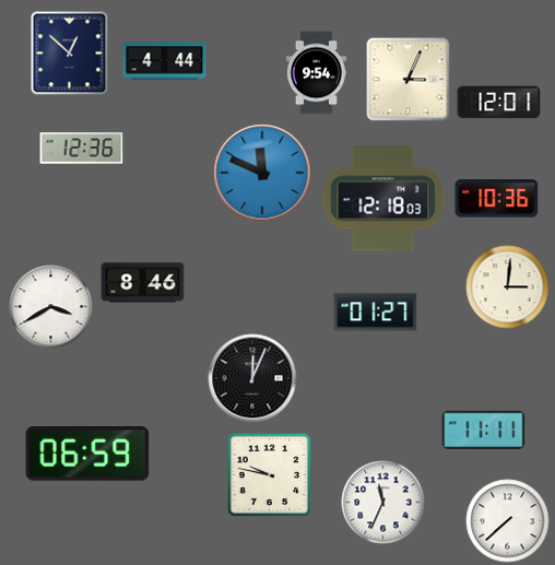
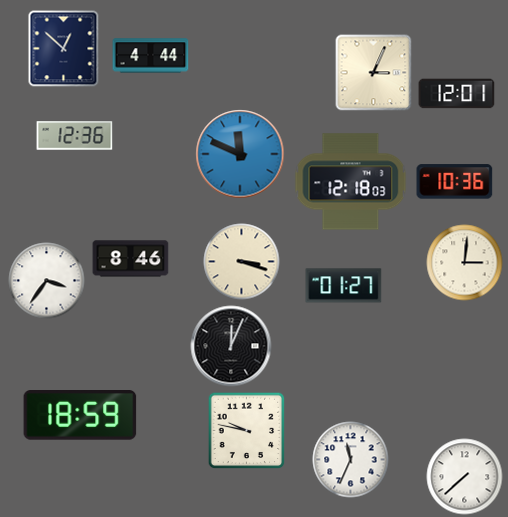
clock at (316, 73): 9:54 -> none
clock at (262, 173) position: (262, 173) -> (240, 154)
clock at (242, 262): none -> 3:18
clock at (51, 307): 3:40 -> 3:36
clock at (484, 429): 11:11 -> none
clock at (87, 455): 06:59 -> 18:59
clock at (269, 474) position: (269, 474) -> (246, 430)
